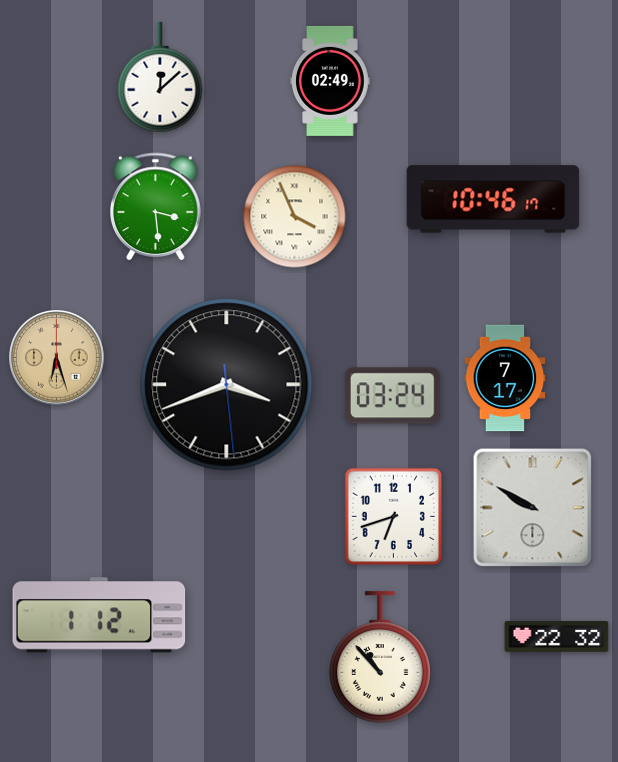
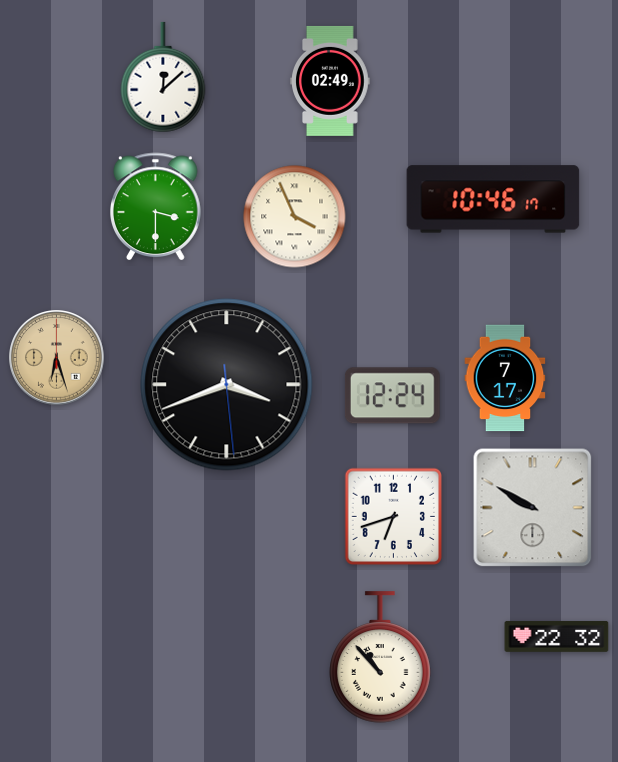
clock at (160, 77) position: (160, 77) -> (163, 77)
clock at (156, 207): 3:29 -> 3:30
clock at (392, 396): 03:24 -> 12:24
clock at (99, 615): 1:12 -> none
